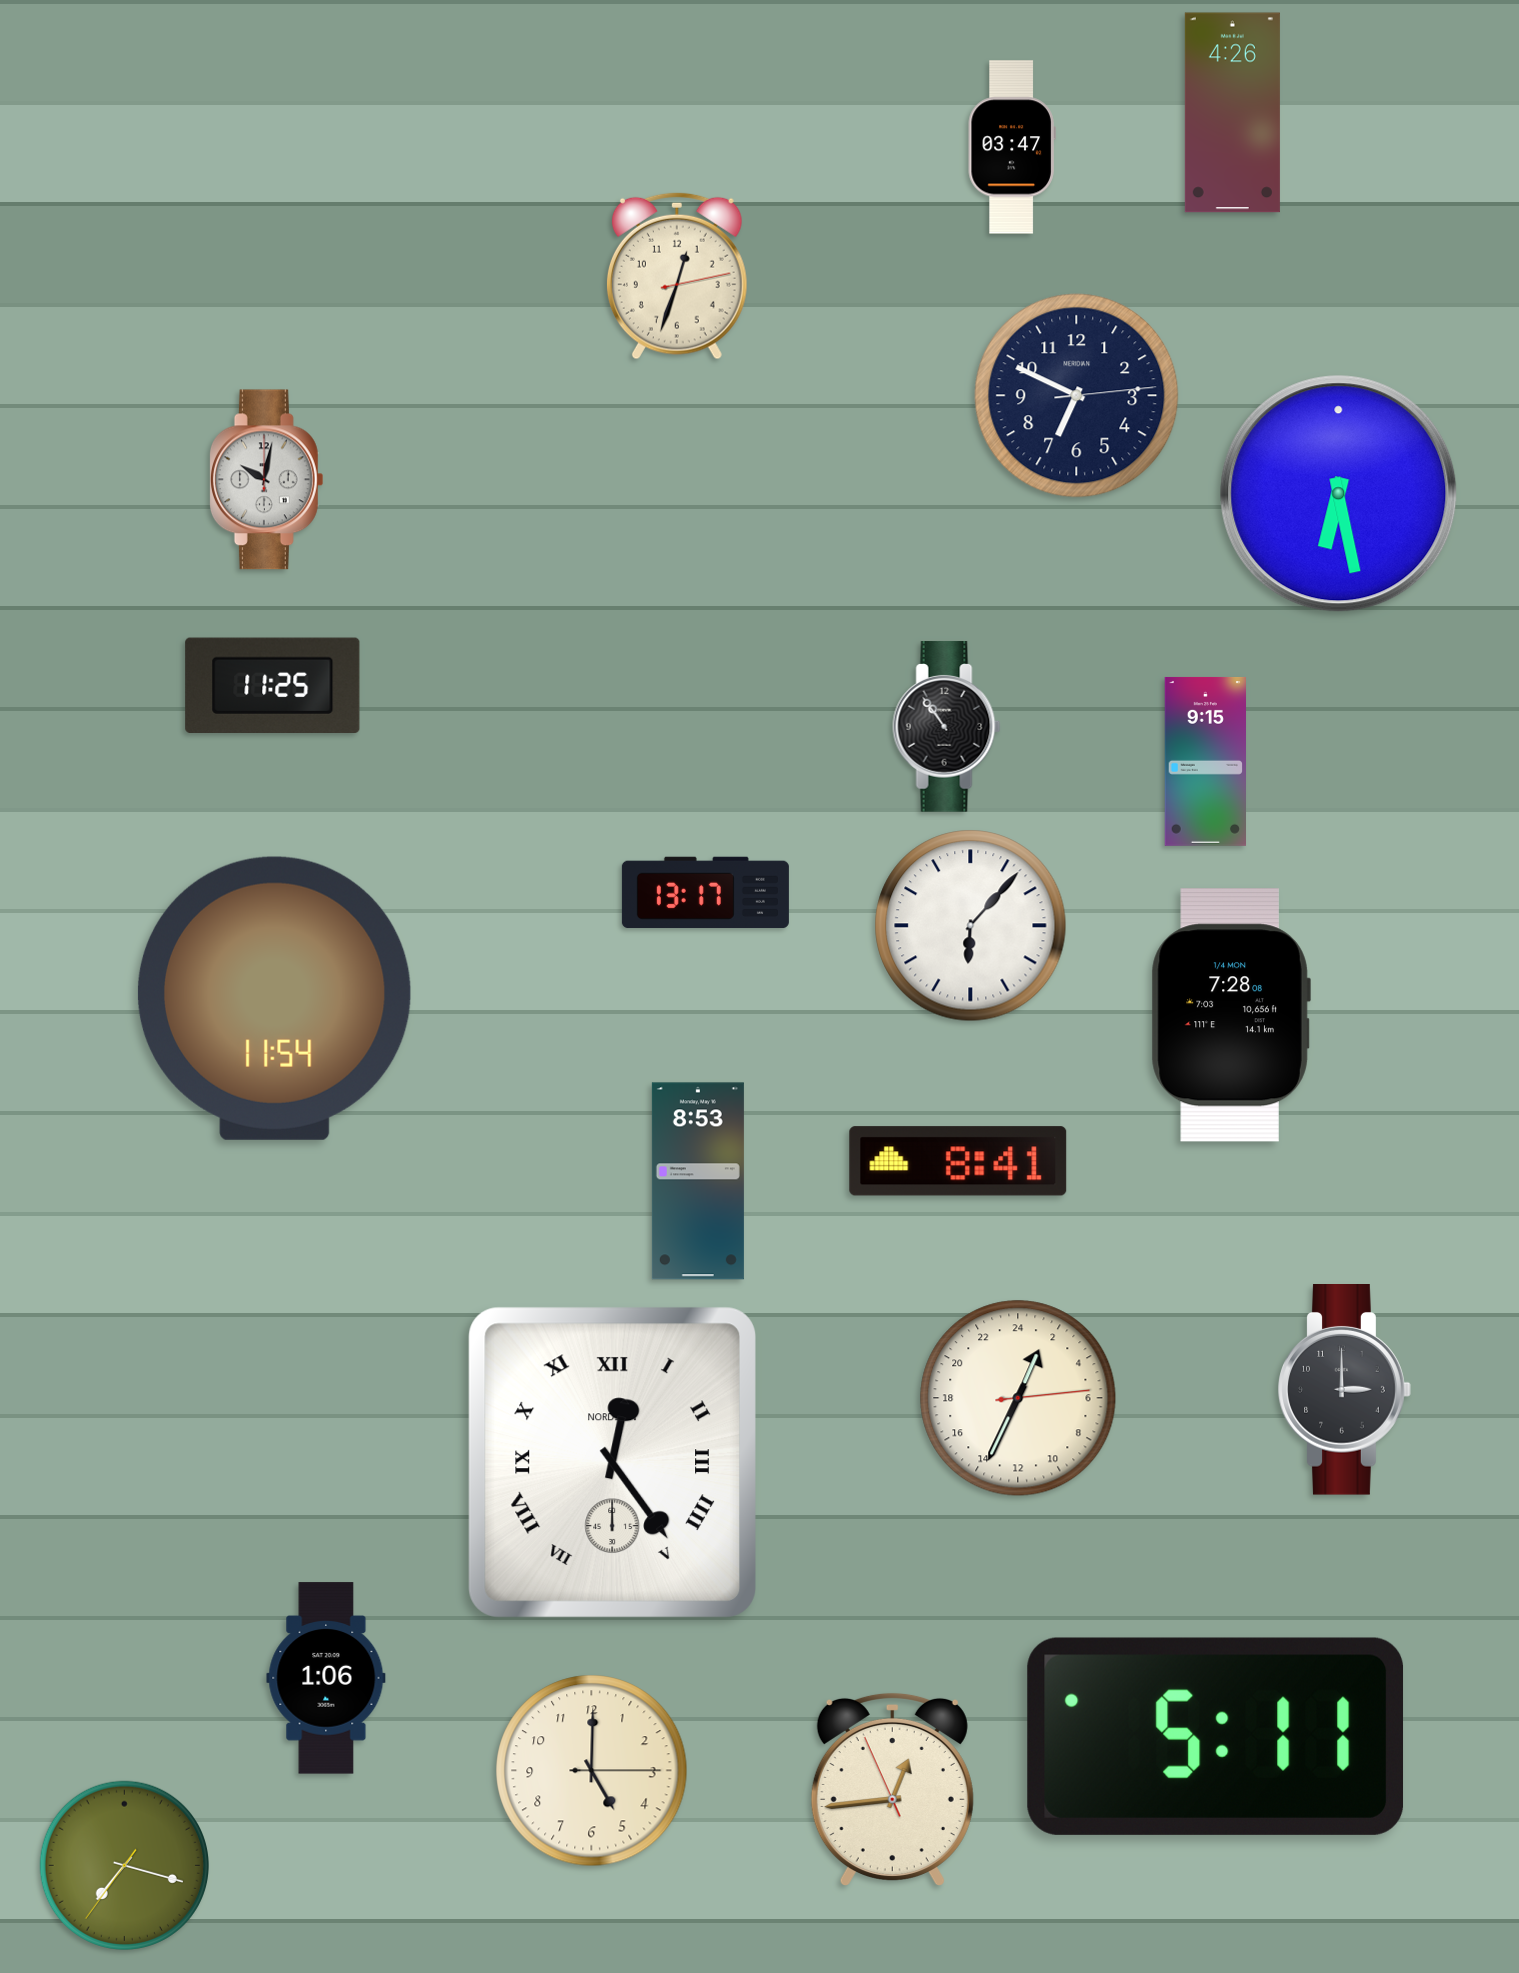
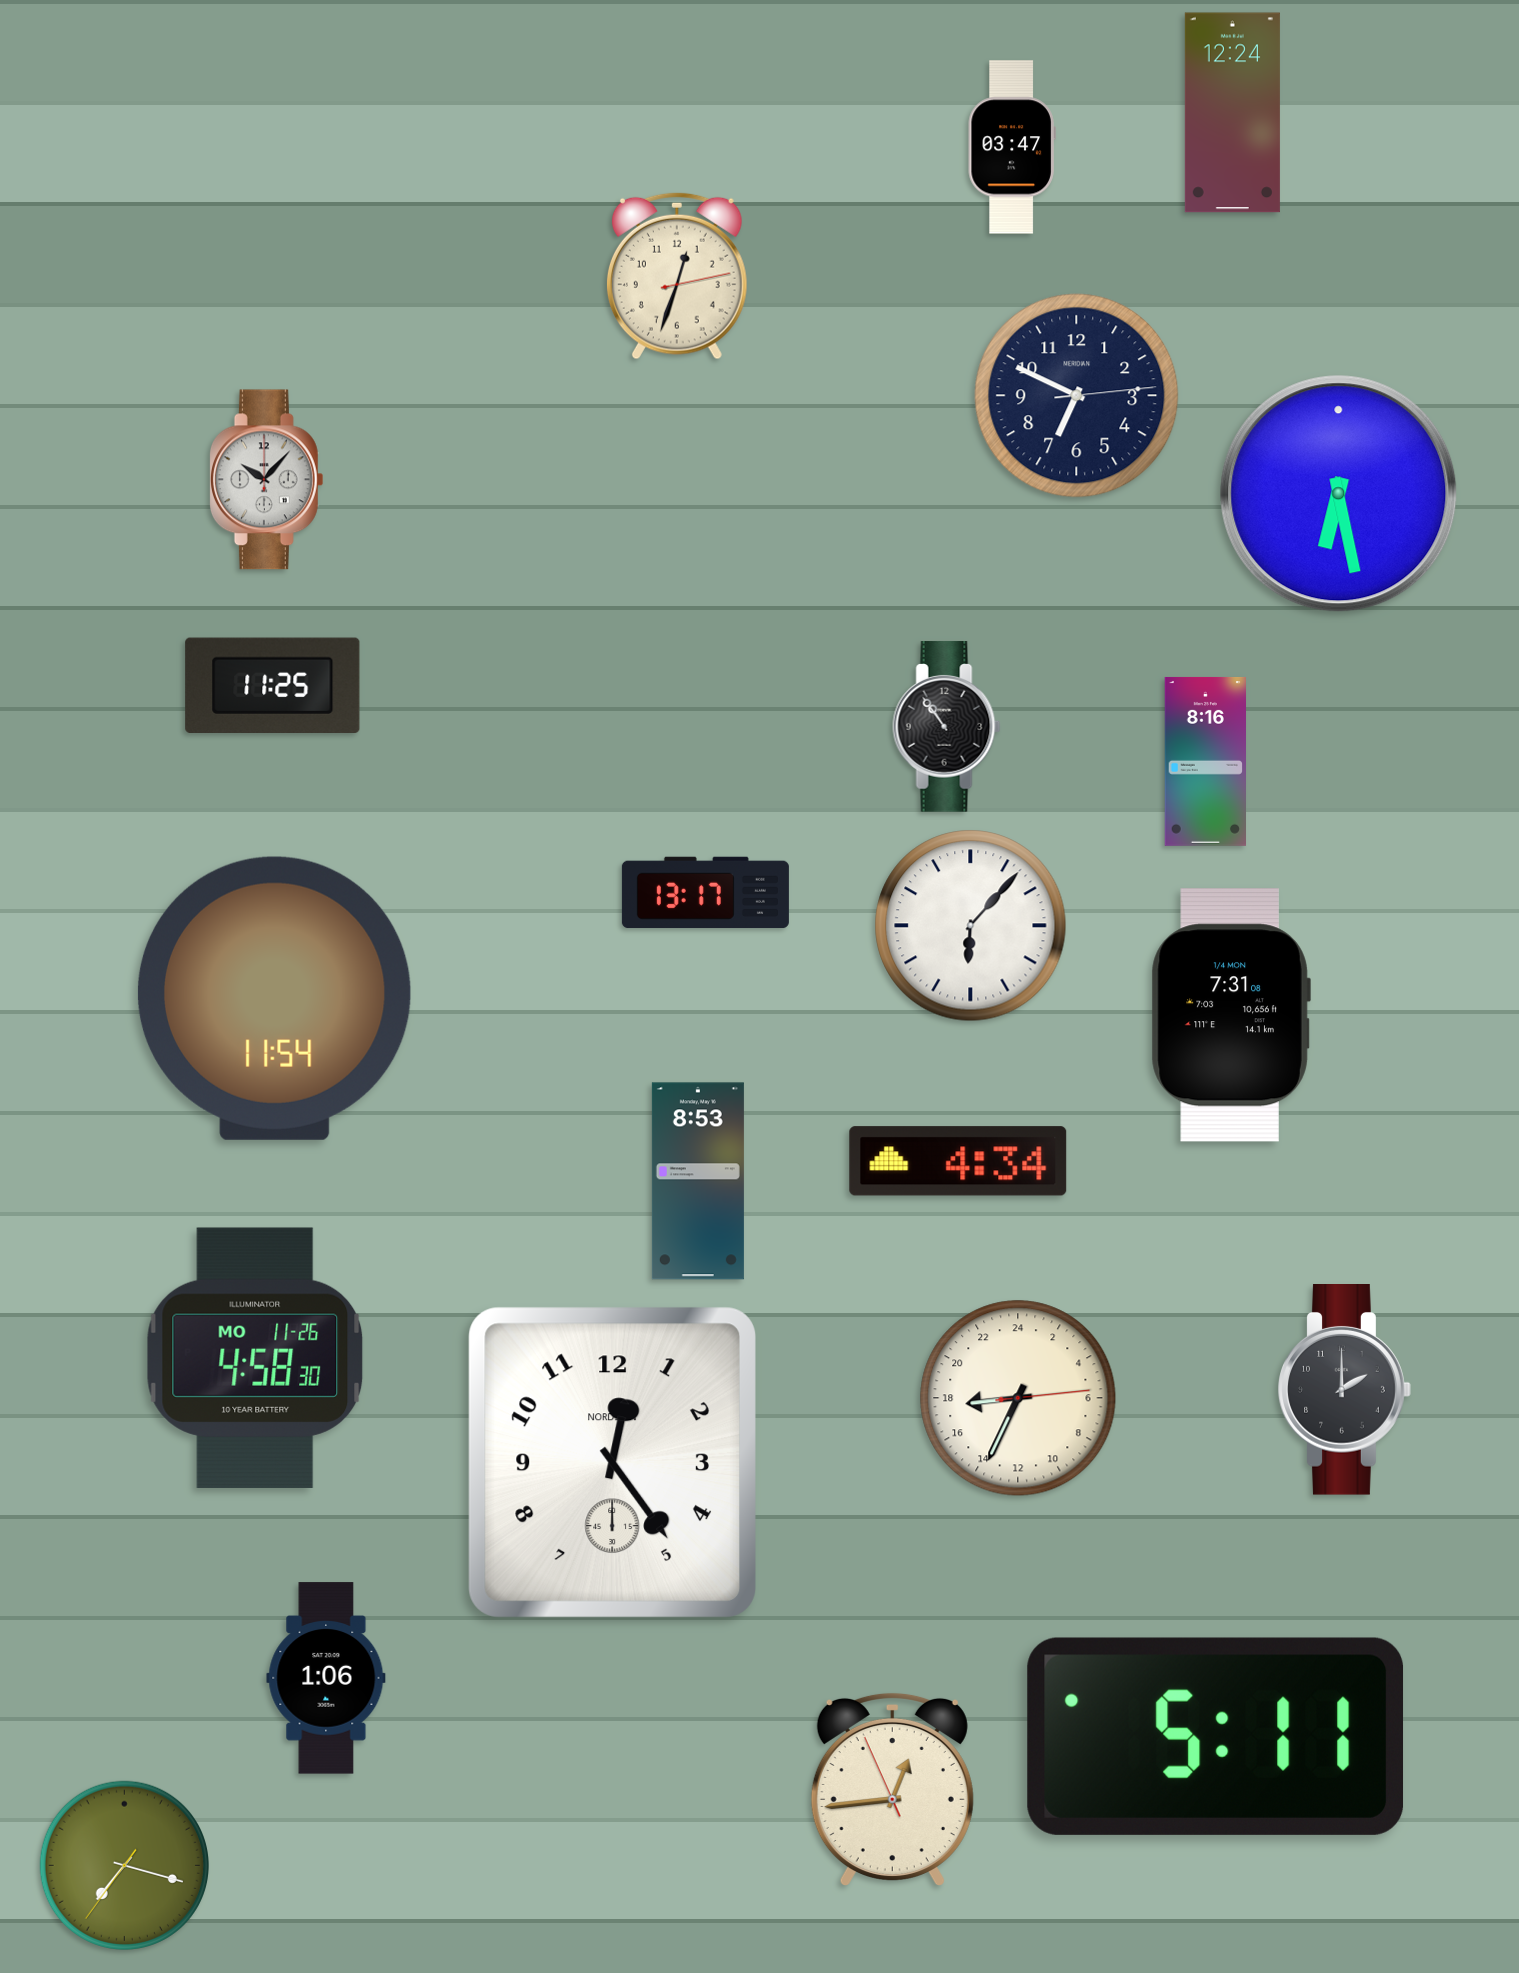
clock at (1232, 113): 4:26 -> 12:24
clock at (266, 480): 10:02 -> 10:07
clock at (1205, 761): 9:15 -> 8:16
clock at (1231, 1015): 7:28 -> 7:31
clock at (958, 1161): 8:41 -> 4:34
clock at (255, 1357): none -> 4:58
clock at (1345, 1390): 3:00 -> 2:00
clock at (1018, 1398): 1:34 -> 17:34
clock at (612, 1462) numerals: Roman -> Arabic
clock at (592, 1771): 5:00 -> none
